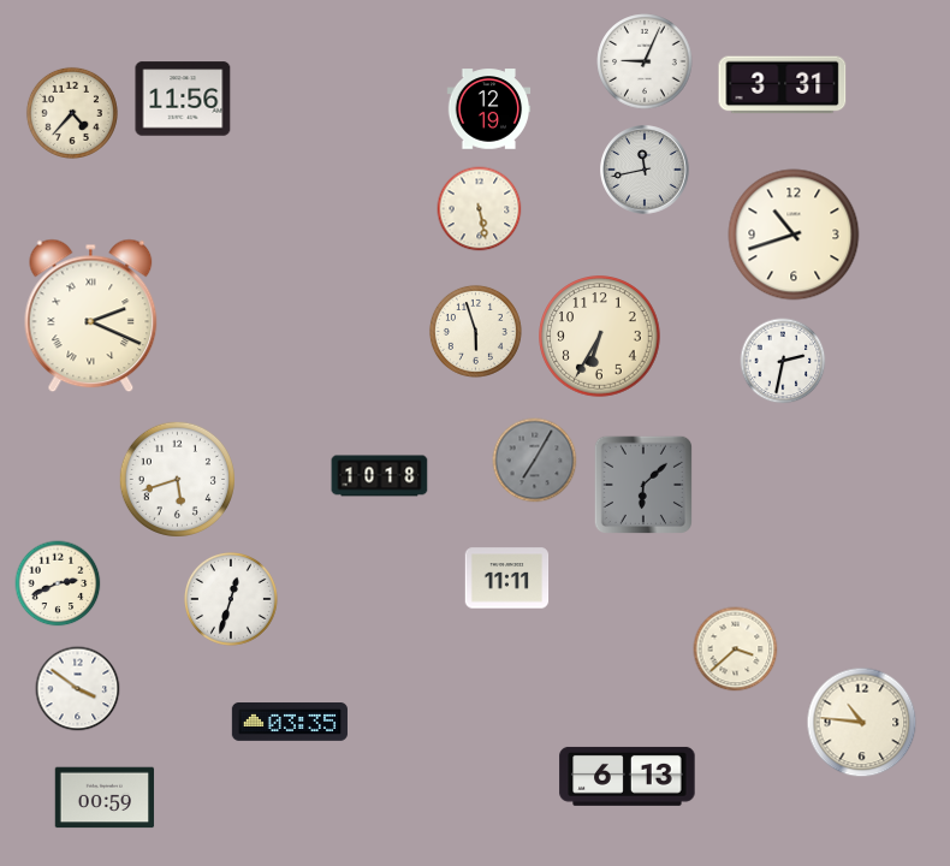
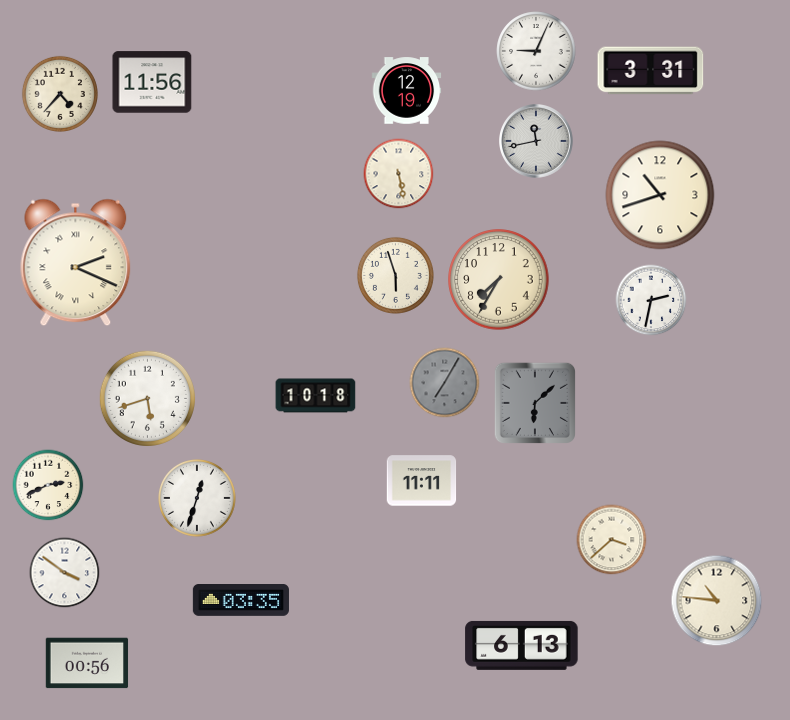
clock at (600, 337): 6:35 -> 7:35
clock at (232, 600) position: (232, 600) -> (198, 499)
clock at (105, 797): 00:59 -> 00:56
